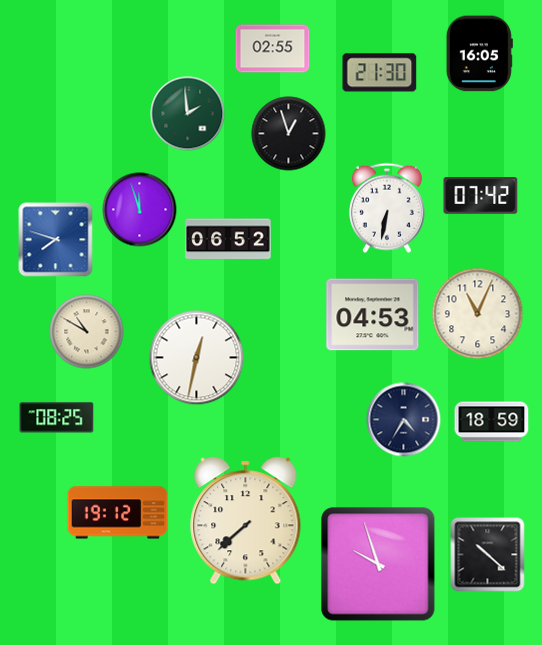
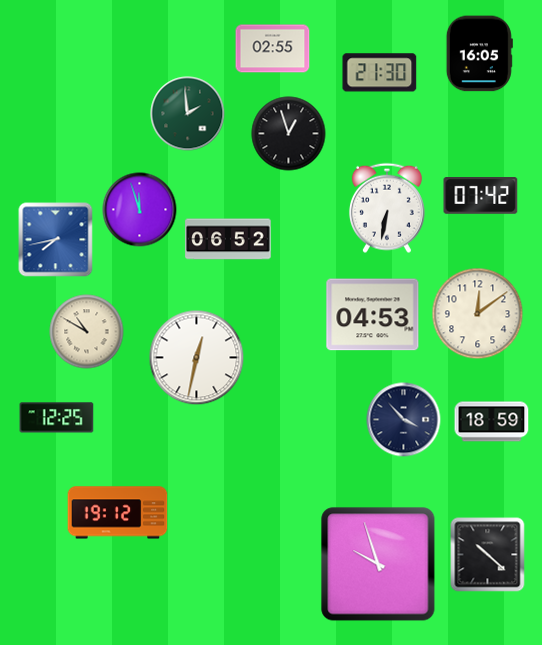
clock at (56, 240): 7:48 -> 7:43
clock at (478, 314): 11:04 -> 12:09
clock at (57, 418): 08:25 -> 12:25
clock at (404, 420): 4:35 -> 3:53
clock at (246, 521): 7:38 -> none
